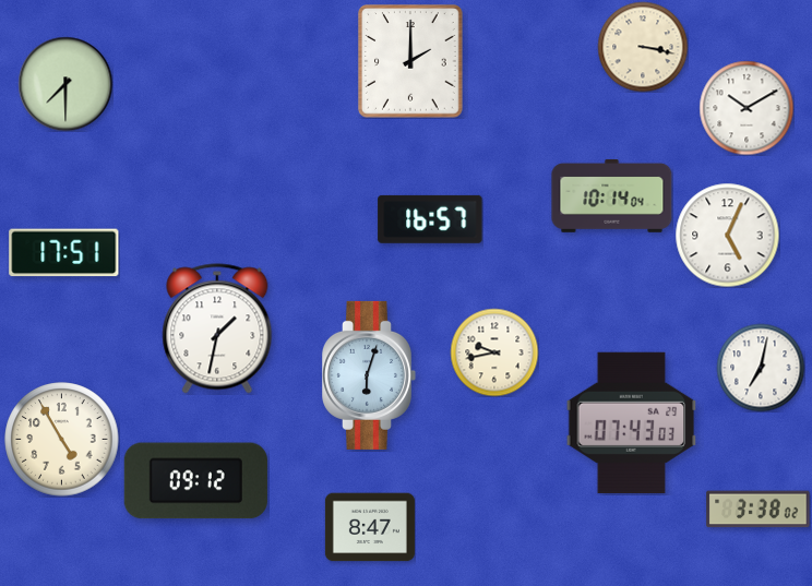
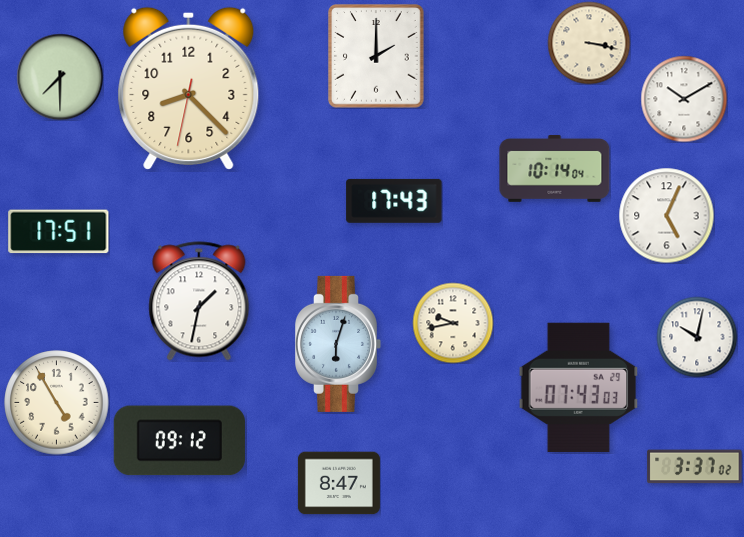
clock at (189, 88): none -> 8:22
clock at (612, 195) position: (612, 195) -> (555, 168)
clock at (430, 219): 16:57 -> 17:43
clock at (761, 368): 7:02 -> 10:02
clock at (759, 510): 3:38 -> 3:37
